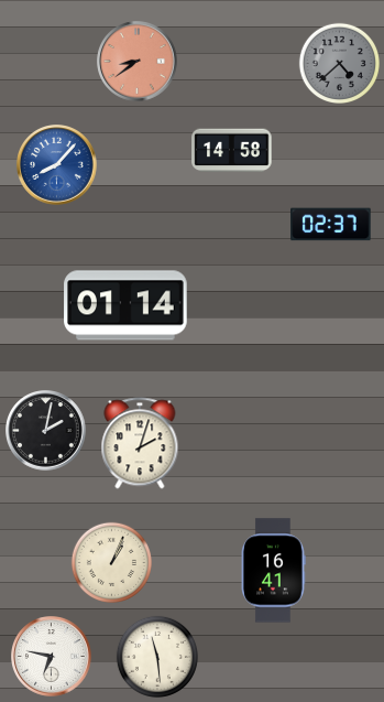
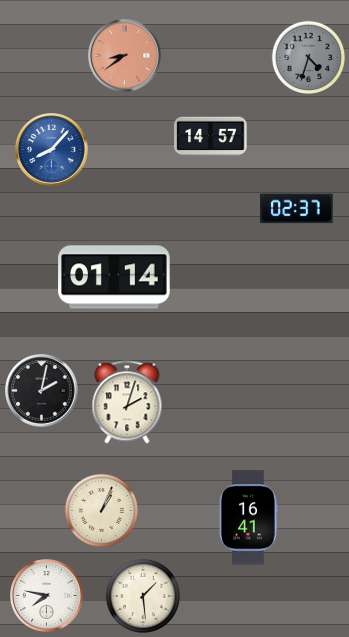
clock at (339, 63): 4:38 -> 4:33
clock at (232, 151): 14:58 -> 14:57
clock at (331, 225) position: (331, 225) -> (297, 209)
clock at (52, 657): 6:47 -> 7:47
clock at (157, 657): 11:29 -> 1:29
